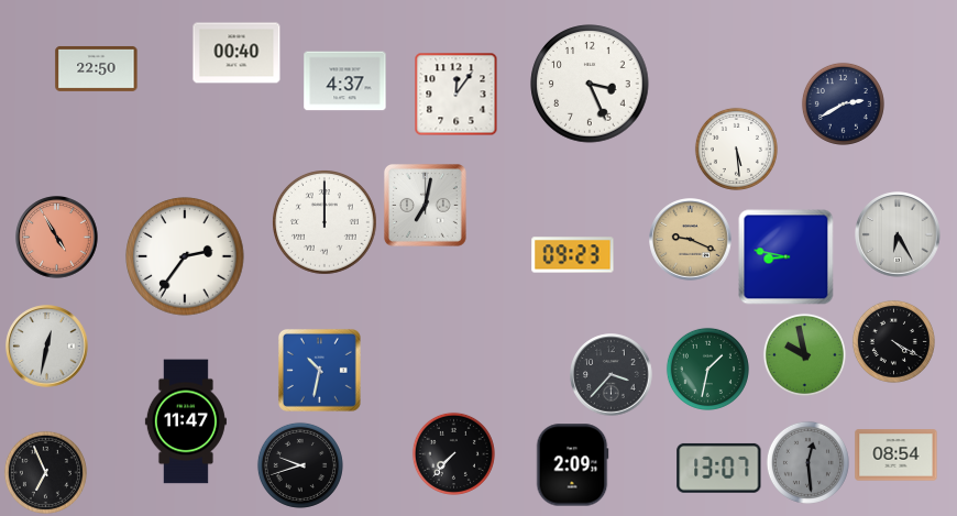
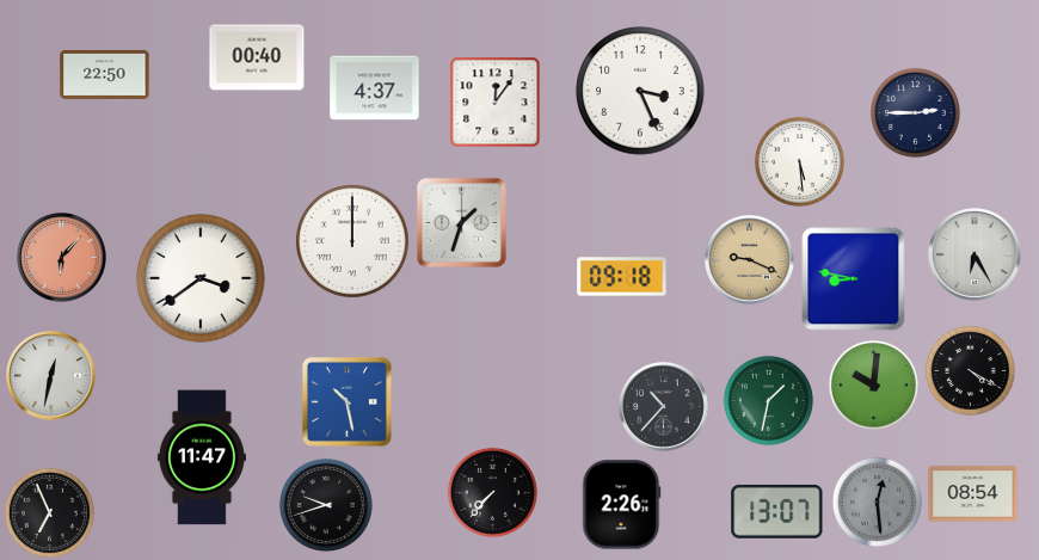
clock at (843, 103): 2:40 -> 2:45
clock at (425, 205): 7:02 -> 1:33
clock at (57, 238): 4:55 -> 6:07
clock at (573, 255): 09:23 -> 09:18
clock at (185, 256): 2:36 -> 3:39
clock at (804, 354): 9:58 -> 10:01
clock at (319, 370): 10:32 -> 10:28
clock at (612, 375): 3:37 -> 10:37
clock at (572, 465): 2:09 -> 2:26
clock at (719, 468) position: (719, 468) -> (777, 511)
